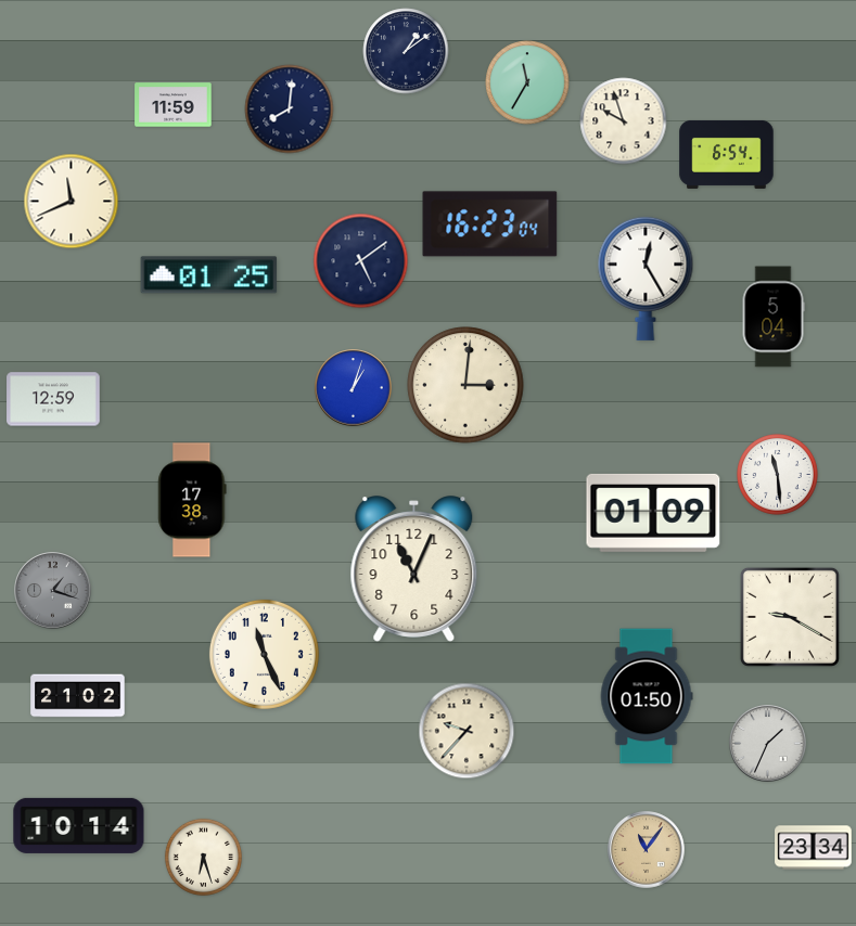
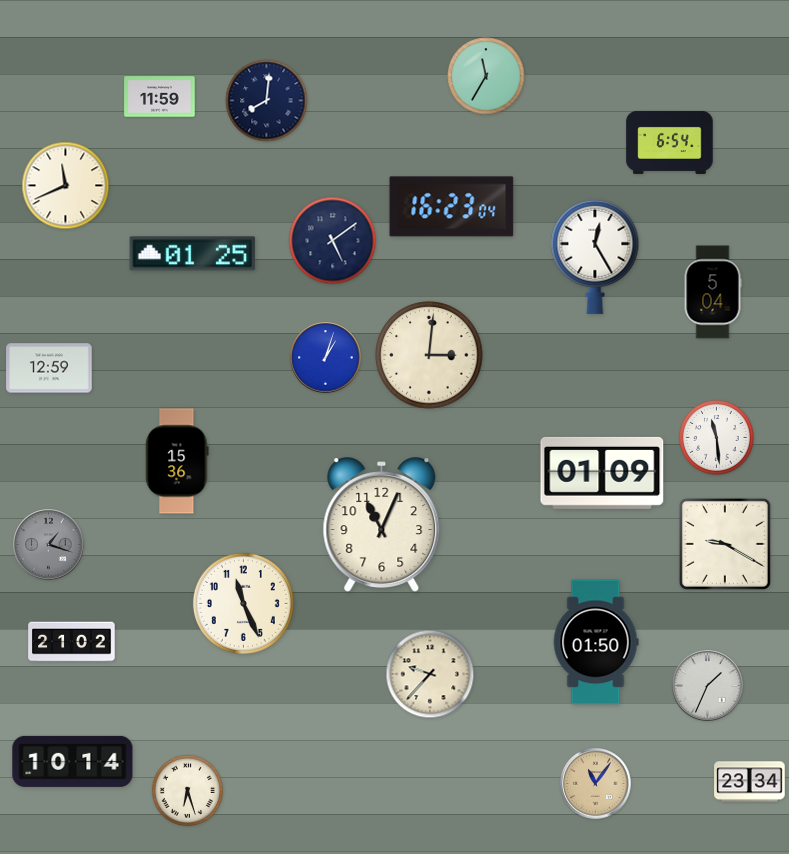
clock at (406, 51): 1:09 -> none
clock at (624, 121): 9:57 -> none
clock at (192, 500): 17:38 -> 15:36
clock at (790, 617) position: (790, 617) -> (725, 544)
